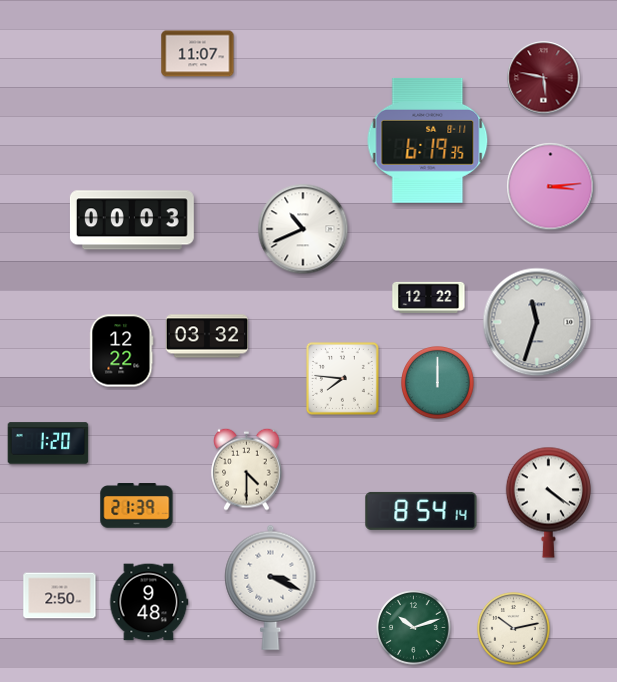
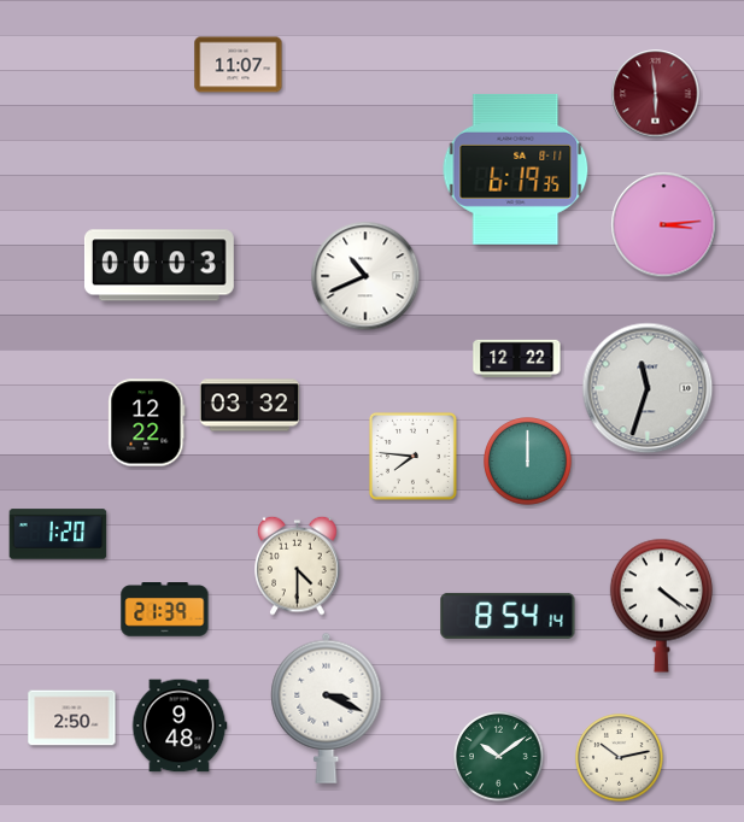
clock at (544, 78): 5:47 -> 5:59
clock at (414, 628): 10:12 -> 10:09
